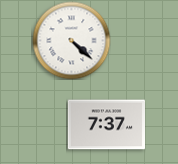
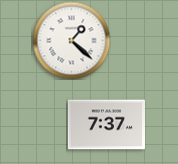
clock at (71, 40): 4:22 -> 1:22
